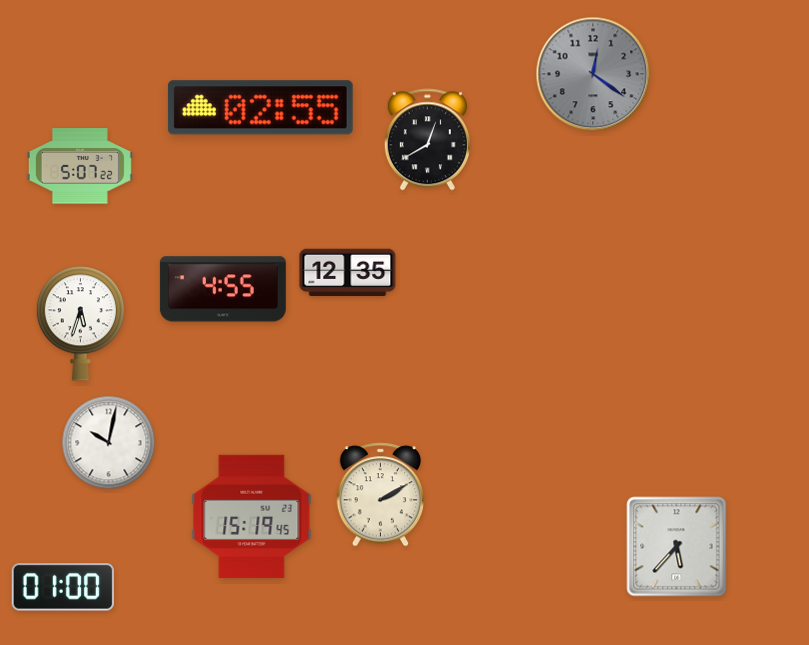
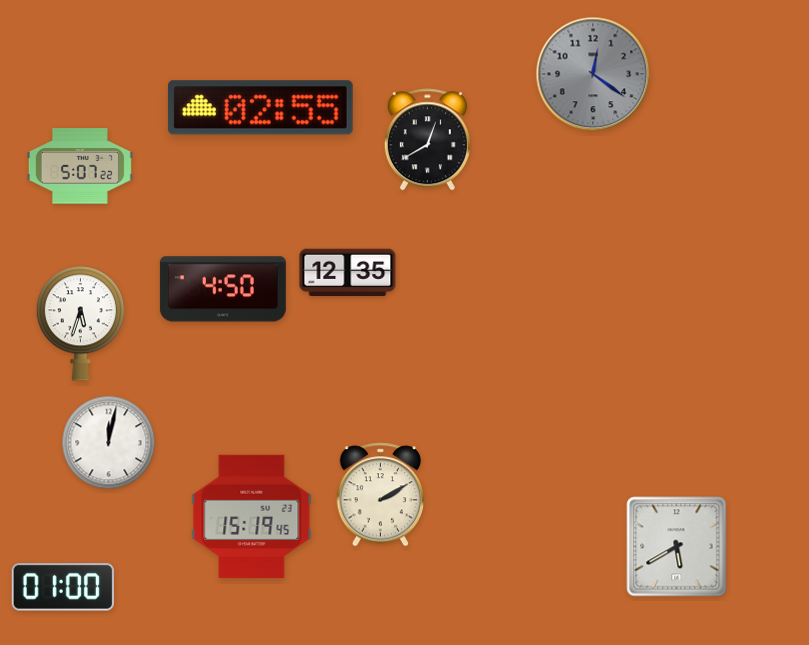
clock at (223, 289): 4:55 -> 4:50
clock at (109, 443): 10:02 -> 12:02
clock at (677, 547): 5:37 -> 5:40
